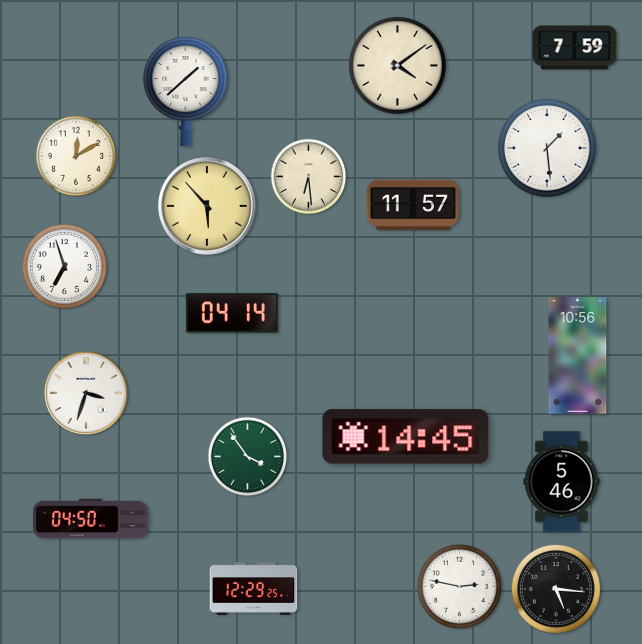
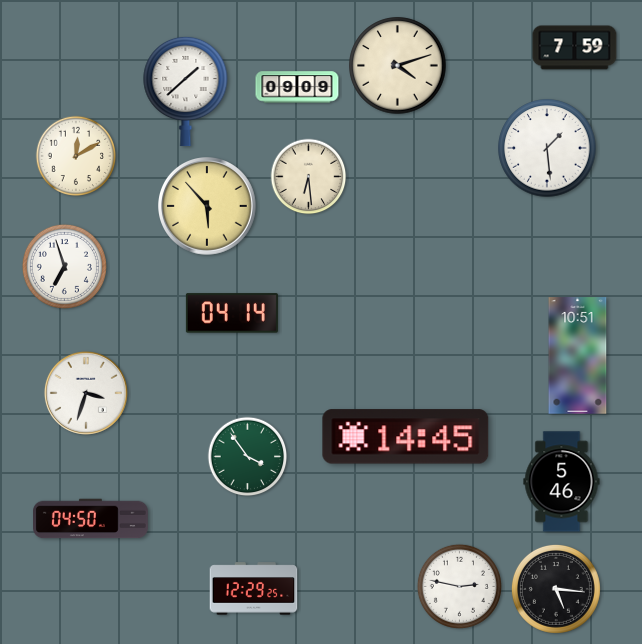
clock at (398, 66): 4:09 -> 4:12
clock at (297, 87): none -> 09:09
clock at (413, 205): 11:57 -> none
clock at (578, 356): 10:56 -> 10:51
